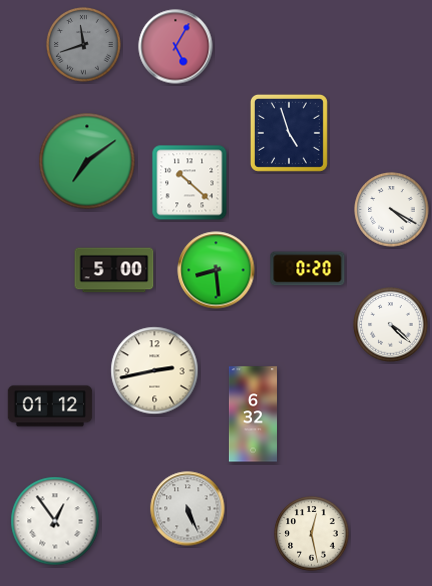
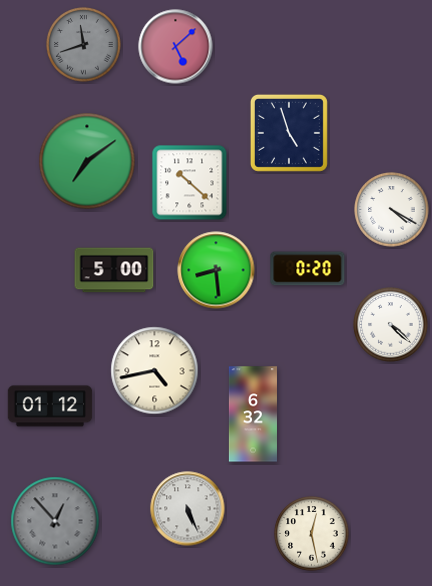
clock at (176, 47): 5:05 -> 5:08
clock at (155, 371): 2:43 -> 4:43
clock at (55, 521): 12:54 -> 12:53
clock at (55, 521) dial: white -> grey
